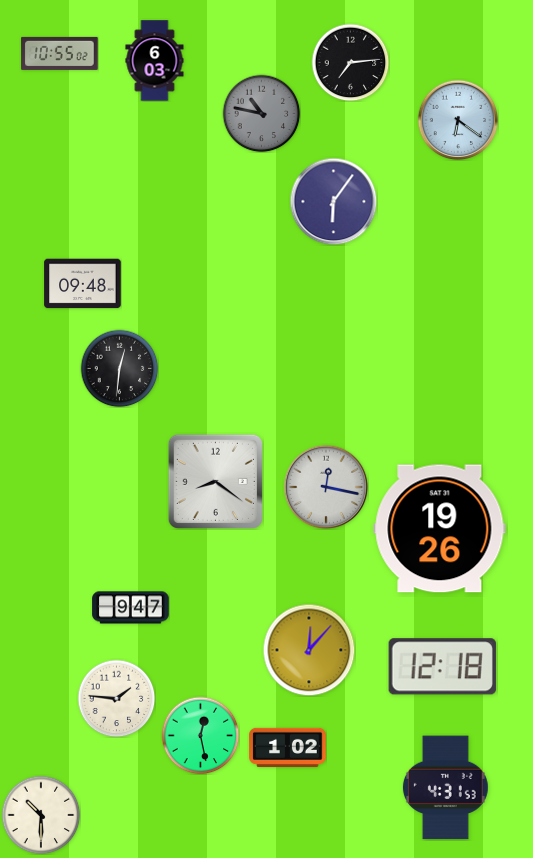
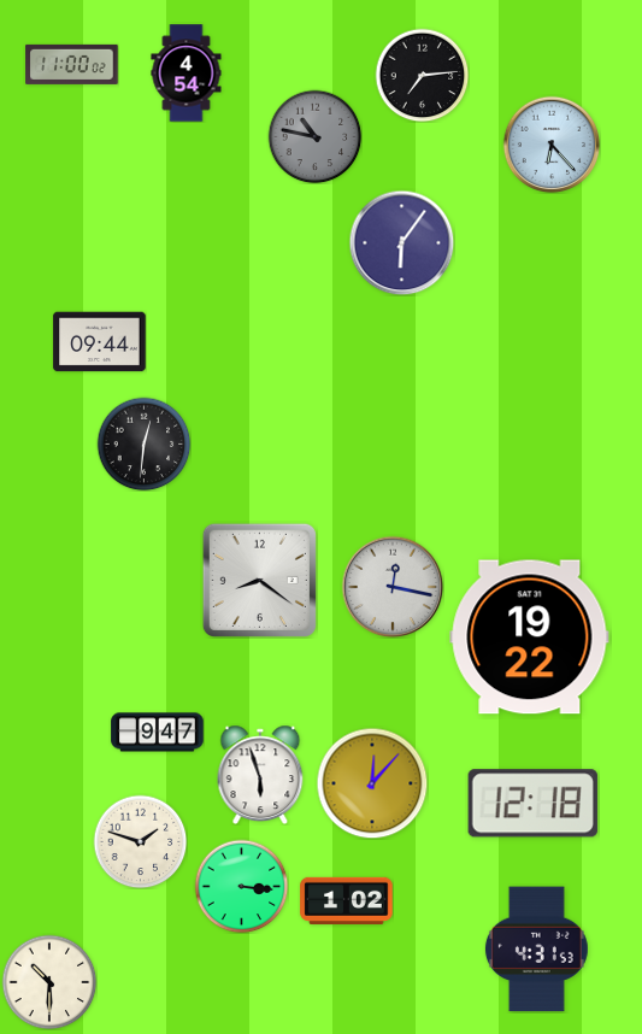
clock at (60, 53): 10:55 -> 11:00
clock at (155, 61): 6:03 -> 4:54
clock at (458, 120): 6:21 -> 6:23
clock at (83, 284): 09:48 -> 09:44
clock at (440, 529): 19:26 -> 19:22
clock at (260, 775): none -> 5:57
clock at (116, 698): 1:46 -> 1:48
clock at (200, 735): 12:28 -> 3:16
